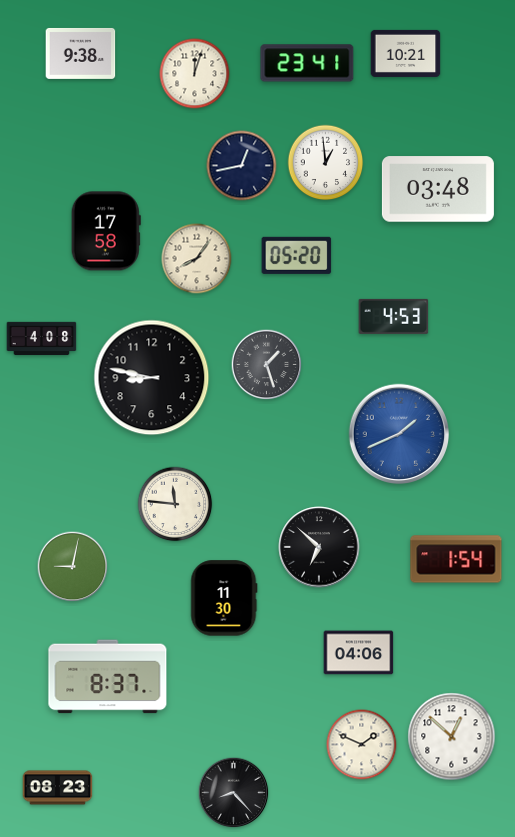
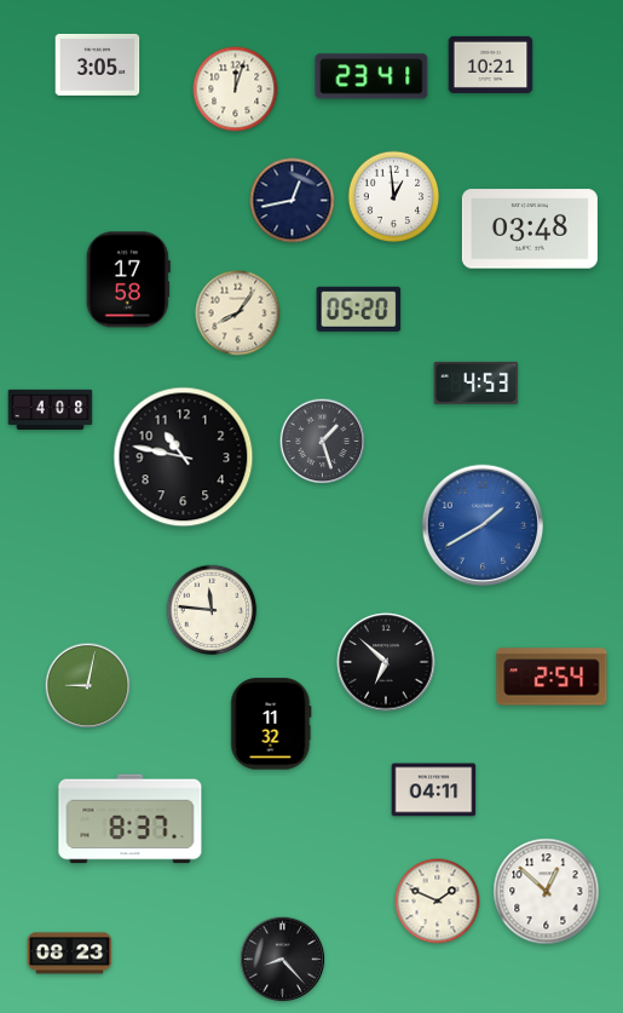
clock at (81, 53): 9:38 -> 3:05
clock at (152, 378): 8:47 -> 10:47
clock at (399, 434): 1:41 -> 1:40
clock at (456, 559): 1:54 -> 2:54
clock at (224, 598): 11:30 -> 11:32
clock at (359, 653): 04:06 -> 04:11
